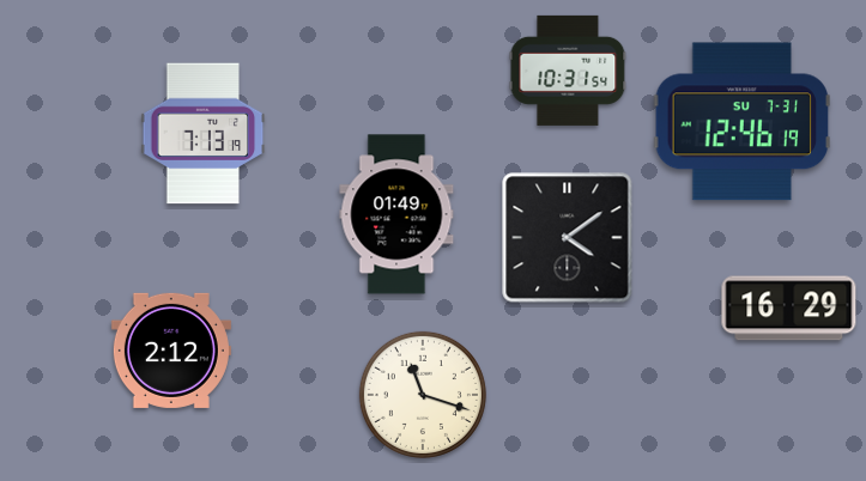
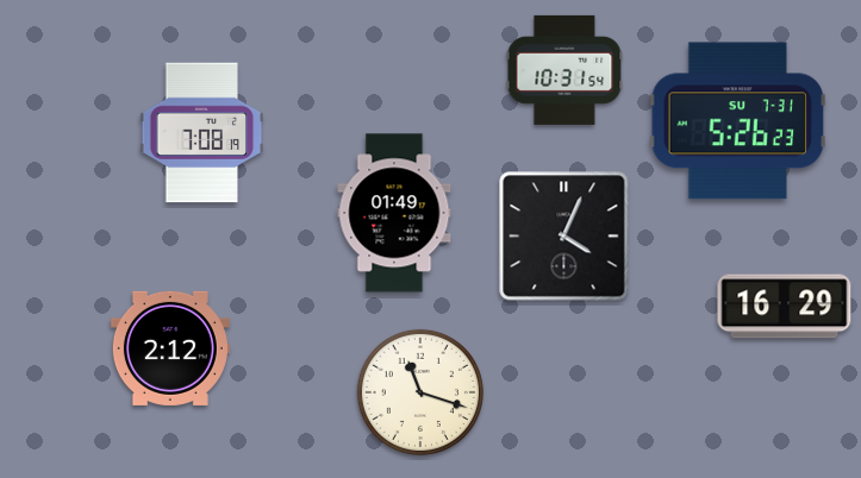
clock at (743, 122): 12:46 -> 5:26
clock at (204, 134): 7:13 -> 7:08
clock at (568, 238): 4:09 -> 4:04
